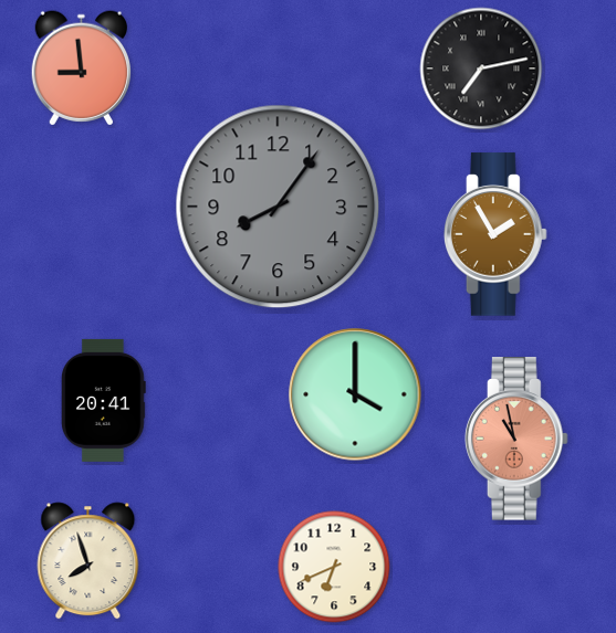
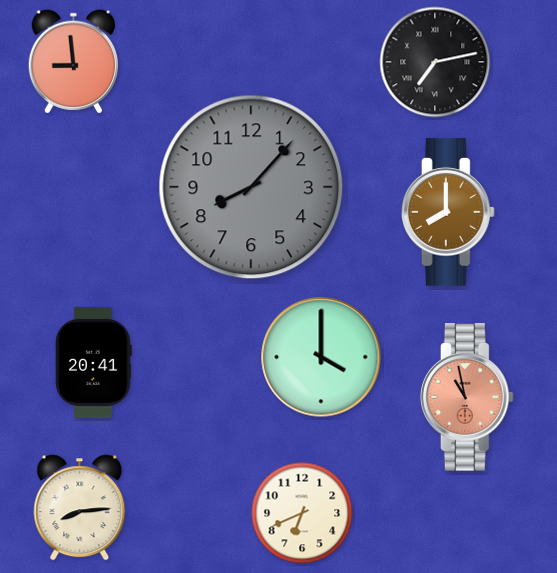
clock at (278, 207): 8:06 -> 8:07
clock at (495, 234): 1:55 -> 8:00
clock at (88, 561): 7:57 -> 8:14
